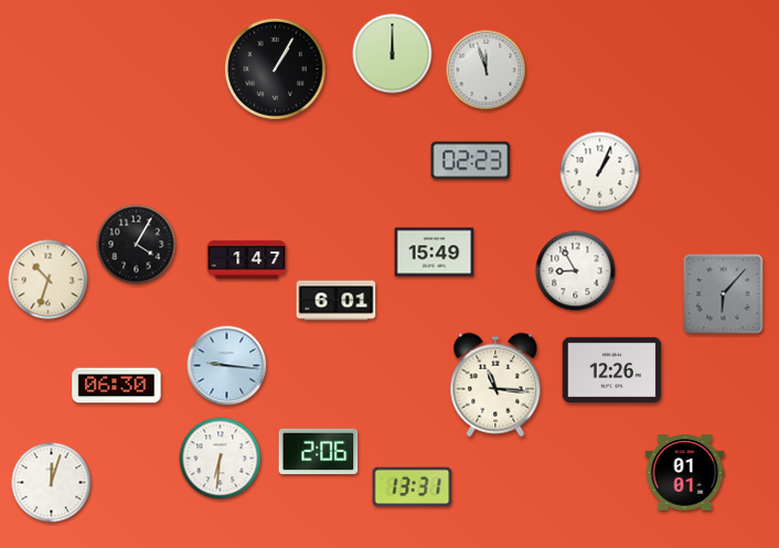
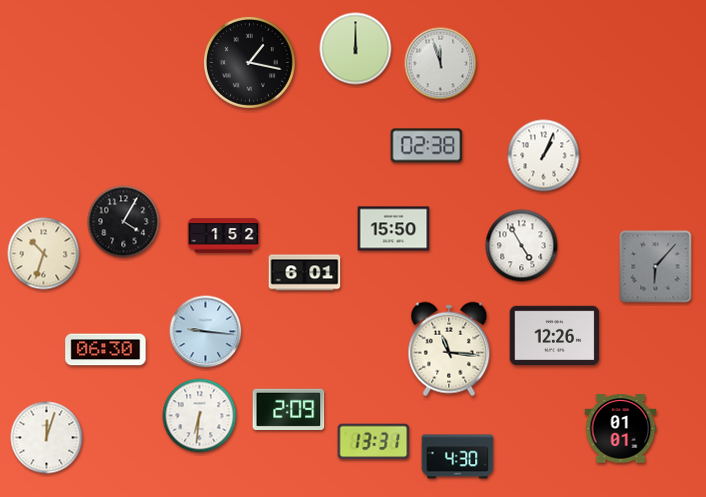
clock at (275, 68): 1:05 -> 1:17
clock at (471, 161): 02:23 -> 02:38
clock at (435, 252): 15:49 -> 15:50
clock at (247, 260): 1:47 -> 1:52
clock at (576, 271): 8:55 -> 4:55
clock at (319, 451): 2:06 -> 2:09
clock at (458, 457): none -> 4:30
